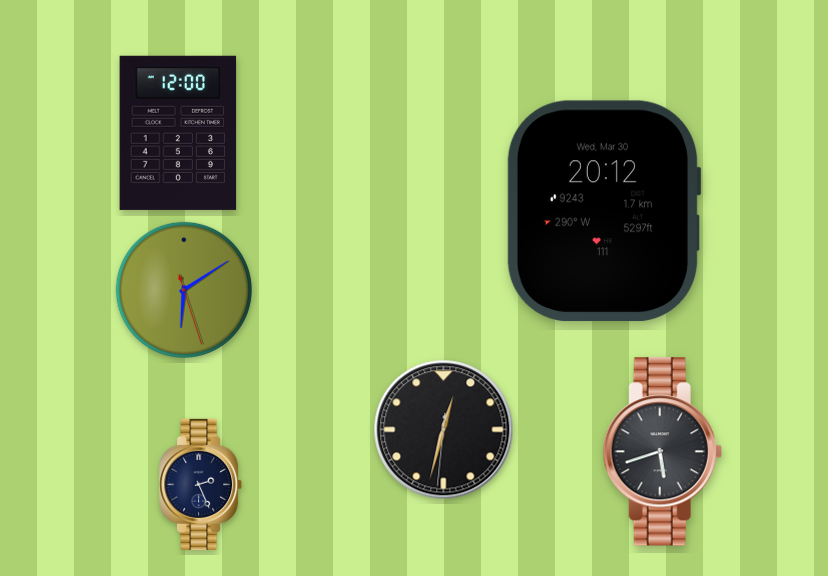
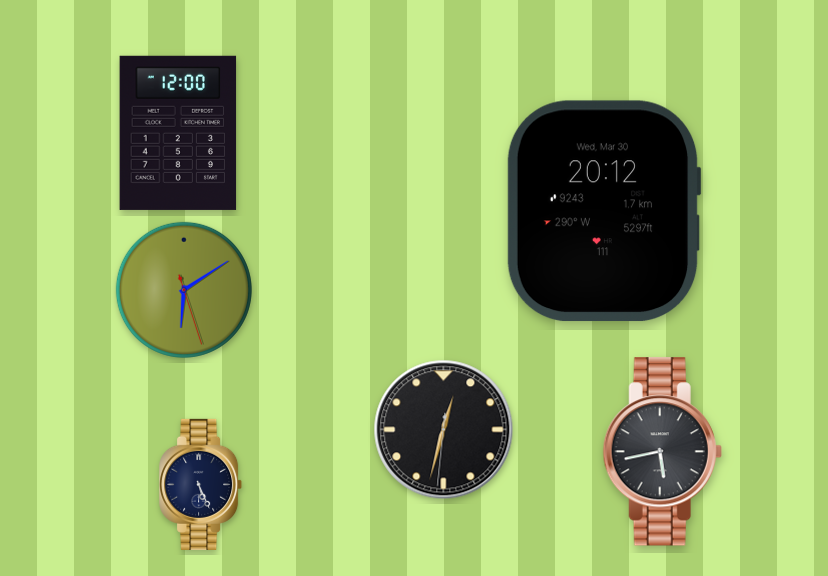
clock at (662, 452): 5:42 -> 5:43
clock at (201, 484): 2:26 -> 5:26
